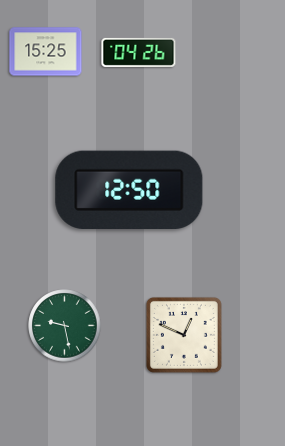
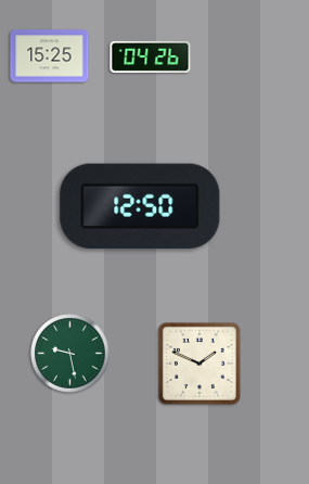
clock at (184, 335): 12:49 -> 1:49
